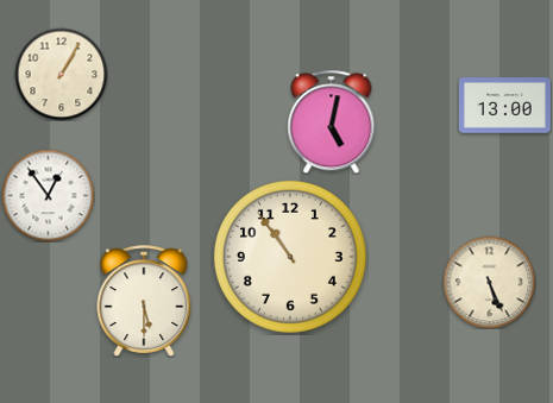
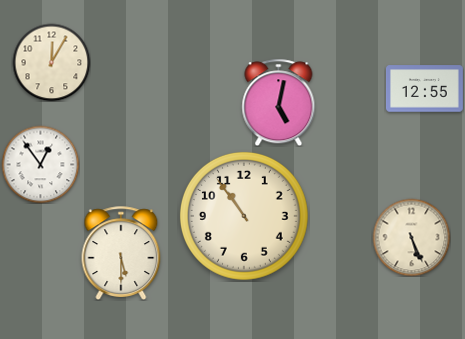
clock at (61, 74): 1:05 -> 12:05
clock at (504, 106): 13:00 -> 12:55
